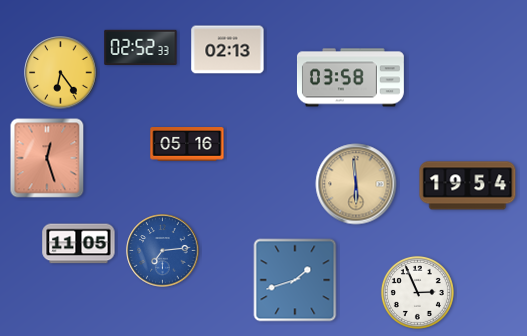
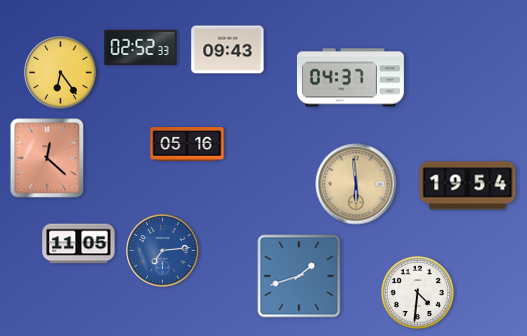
clock at (228, 50): 02:13 -> 09:43
clock at (351, 78): 03:58 -> 04:37
clock at (47, 158): 12:27 -> 12:22
clock at (295, 280) position: (295, 280) -> (299, 276)
clock at (417, 292): 2:56 -> 4:31
